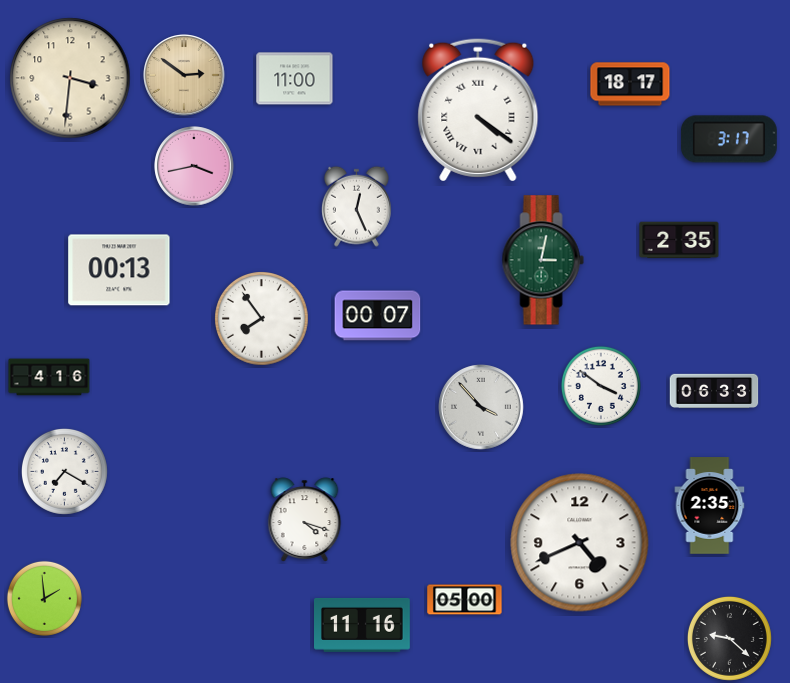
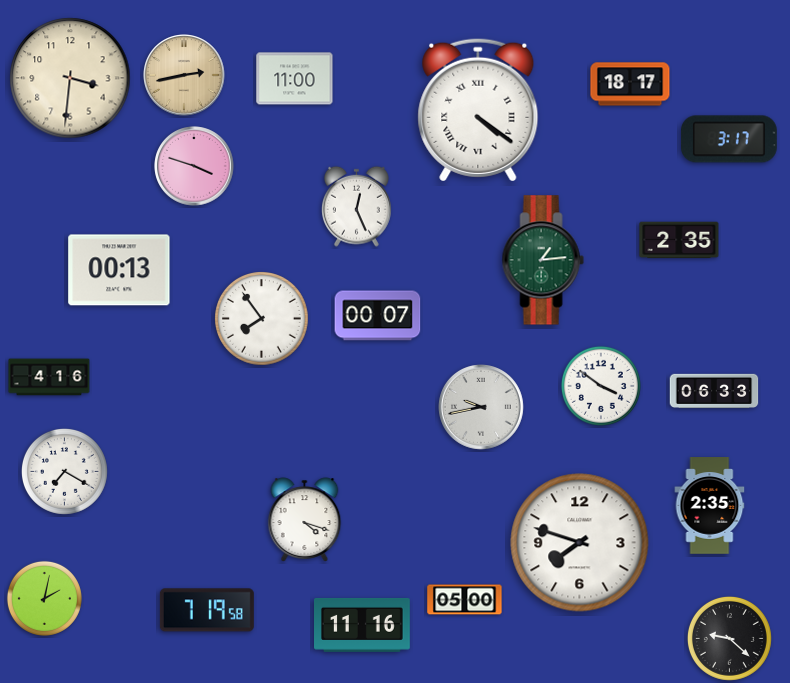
clock at (185, 76): 2:51 -> 2:43
clock at (194, 166): 3:43 -> 3:48
clock at (543, 260): 3:02 -> 1:14
clock at (482, 408): 3:53 -> 9:43
clock at (580, 543): 4:41 -> 7:48
clock at (44, 598): 1:59 -> 2:02
clock at (207, 610): none -> 7:19
